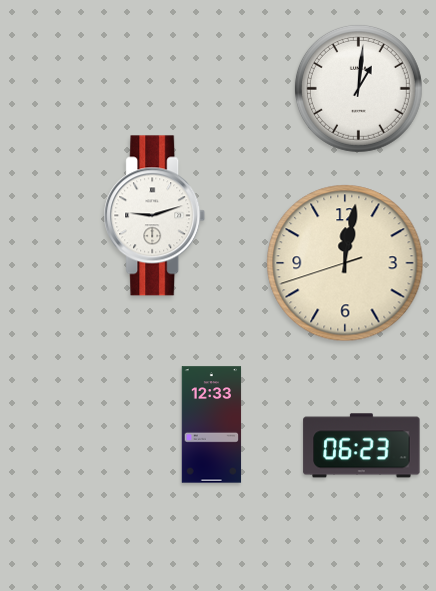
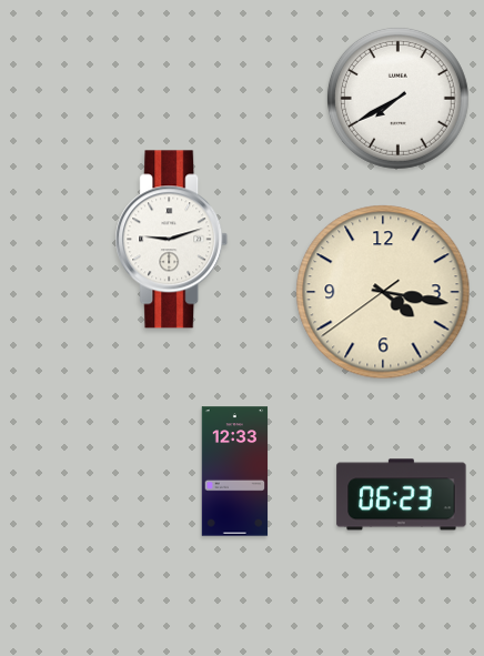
clock at (358, 88): 1:01 -> 7:40
clock at (345, 263): 12:01 -> 4:16
